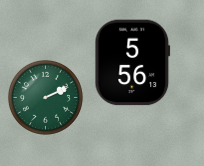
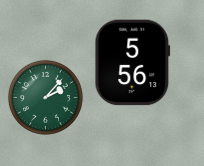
clock at (45, 97): 2:11 -> 2:07
